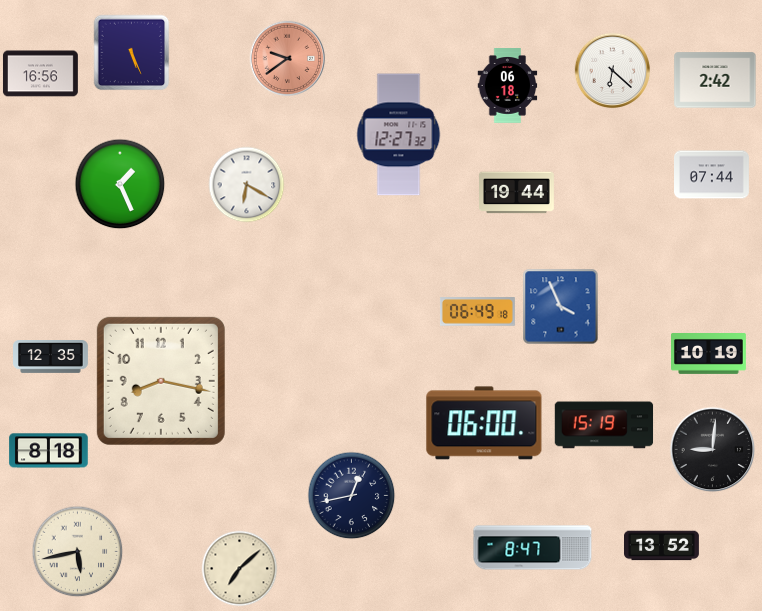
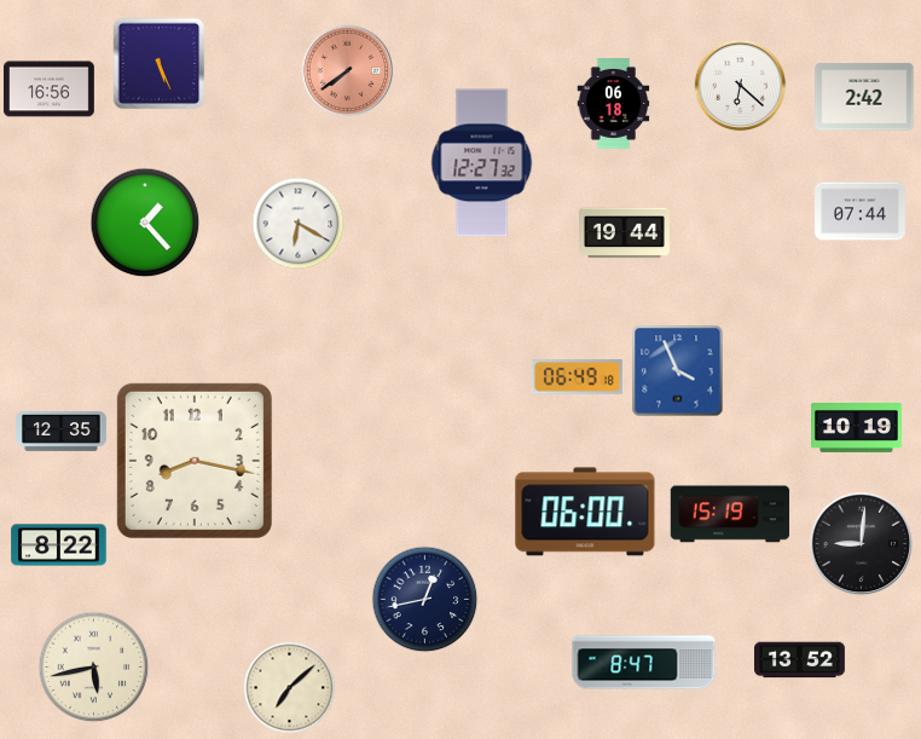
clock at (288, 59): 9:39 -> 7:39
clock at (120, 184): 1:26 -> 1:23
clock at (49, 451): 8:18 -> 8:22
